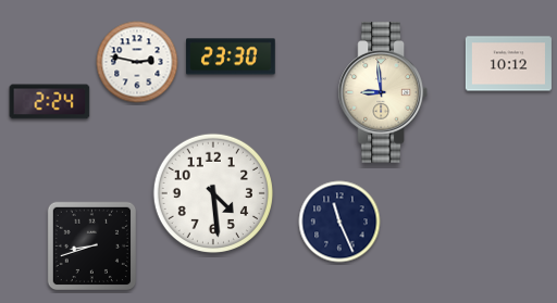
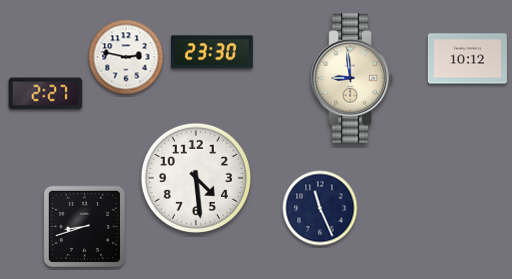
clock at (383, 92) position: (383, 92) -> (352, 78)
clock at (50, 102): 2:24 -> 2:27
clock at (339, 222) position: (339, 222) -> (320, 208)
